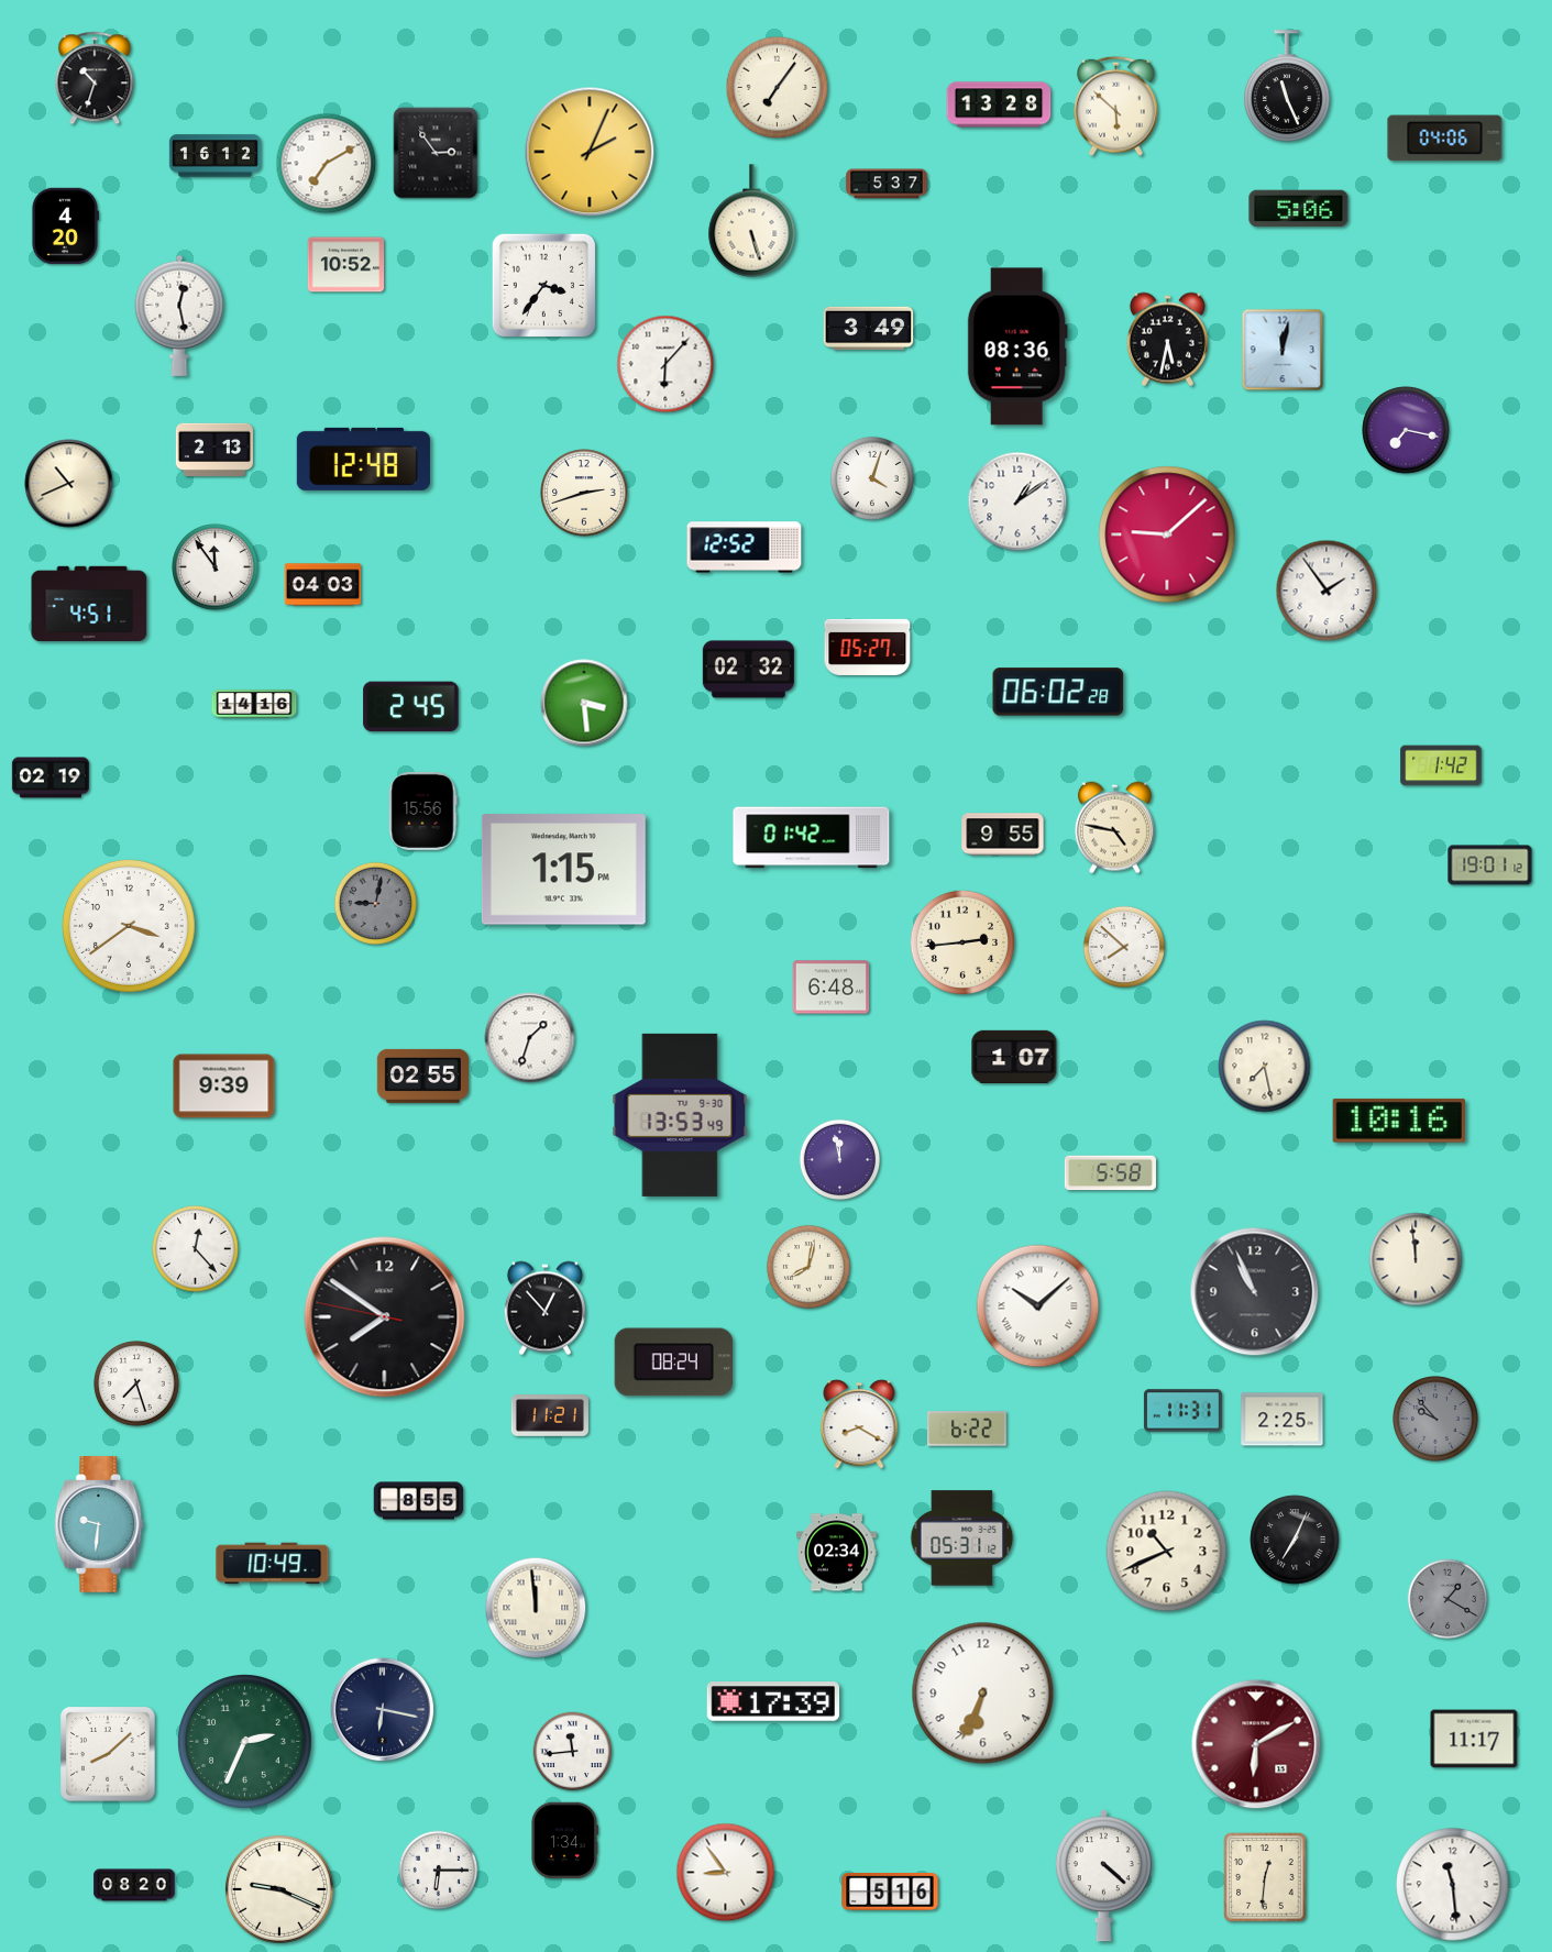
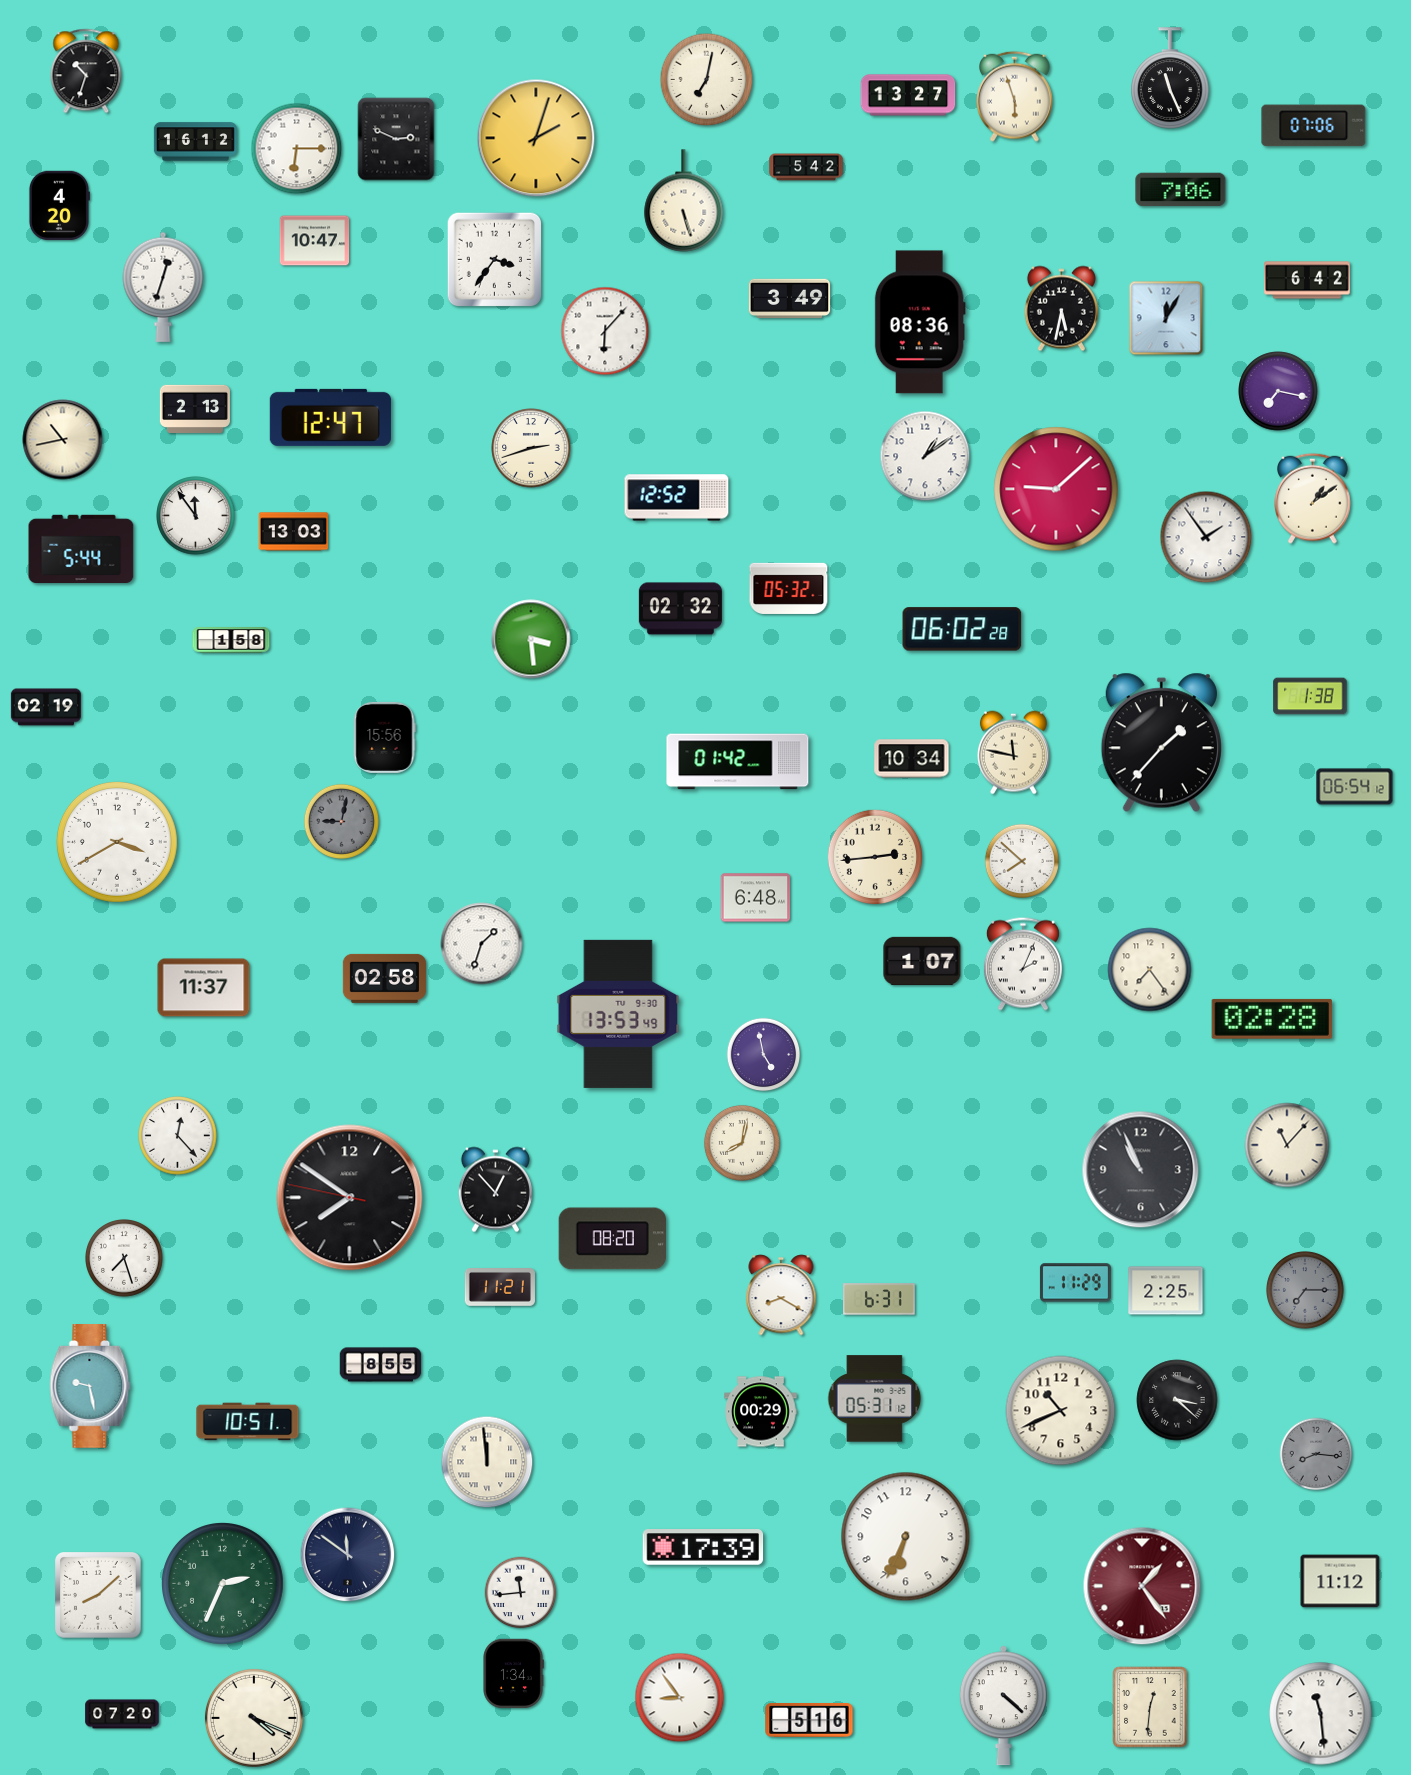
clock at (778, 88): 7:06 -> 7:02
clock at (999, 104): 13:28 -> 13:27
clock at (1116, 106): 5:52 -> 5:57
clock at (1445, 139): 04:06 -> 07:06
clock at (590, 152): 2:04 -> 2:03
clock at (436, 153): 2:54 -> 2:49
clock at (327, 164): 7:10 -> 6:15
clock at (887, 184): 5:37 -> 5:42
clock at (1299, 209): 5:06 -> 7:06
clock at (346, 265): 10:52 -> 10:47
clock at (1307, 280): none -> 6:42
clock at (179, 316): 12:28 -> 12:33
clock at (1017, 346) position: (1017, 346) -> (920, 322)
clock at (1283, 350): 12:02 -> 12:05
clock at (363, 459): 12:48 -> 12:47
clock at (872, 478): 4:03 -> none
clock at (69, 484): 10:41 -> 10:43
clock at (1167, 534) position: (1167, 534) -> (1056, 489)
clock at (1313, 498): none -> 1:09
clock at (323, 585): 04:03 -> 13:03
clock at (89, 603): 4:51 -> 5:44
clock at (868, 647): 05:27 -> 05:32
clock at (254, 704): 14:16 -> 1:58
clock at (411, 707): 2:45 -> none
clock at (1441, 765): 1:42 -> 1:38
clock at (1161, 743): none -> 1:37
clock at (1114, 828): 4:47 -> 11:47
clock at (1003, 835): 9:55 -> 10:34
clock at (1490, 865): 19:01 -> 06:54
clock at (563, 870): 1:15 -> none
clock at (129, 926): 3:39 -> 3:40
clock at (1023, 964): none -> 2:04
clock at (1265, 1067): 7:28 -> 7:24
clock at (422, 1076): 02:55 -> 02:58
clock at (224, 1087): 9:39 -> 11:37
clock at (1399, 1121): 10:16 -> 02:28
clock at (840, 1160): 11:58 -> 4:58
clock at (1110, 1173): 5:58 -> none
clock at (1416, 1259): 11:59 -> 11:07
clock at (808, 1267) position: (808, 1267) -> (742, 1143)
clock at (1255, 1292) position: (1255, 1292) -> (1141, 1170)
clock at (1038, 1306): 10:08 -> none
clock at (673, 1363): 08:24 -> 08:20
clock at (1182, 1411): 11:31 -> 11:29
clock at (1437, 1420): 9:53 -> 7:15
clock at (968, 1429): 6:22 -> 6:31
clock at (99, 1525): 9:31 -> 9:28
clock at (1295, 1540): 7:04 -> 3:22
clock at (837, 1553): 02:34 -> 00:29
clock at (273, 1564): 10:49 -> 10:51
clock at (1448, 1599): 1:20 -> 8:16
clock at (983, 1694) position: (983, 1694) -> (906, 1537)
clock at (383, 1710): 6:17 -> 11:51
clock at (1474, 1739): 11:17 -> 11:12
clock at (1256, 1744): 6:10 -> 1:24
clock at (439, 1871): 6:15 -> none
clock at (726, 1873) position: (726, 1873) -> (680, 1698)
clock at (134, 1885): 08:20 -> 07:20
clock at (279, 1889): 9:19 -> 4:19
